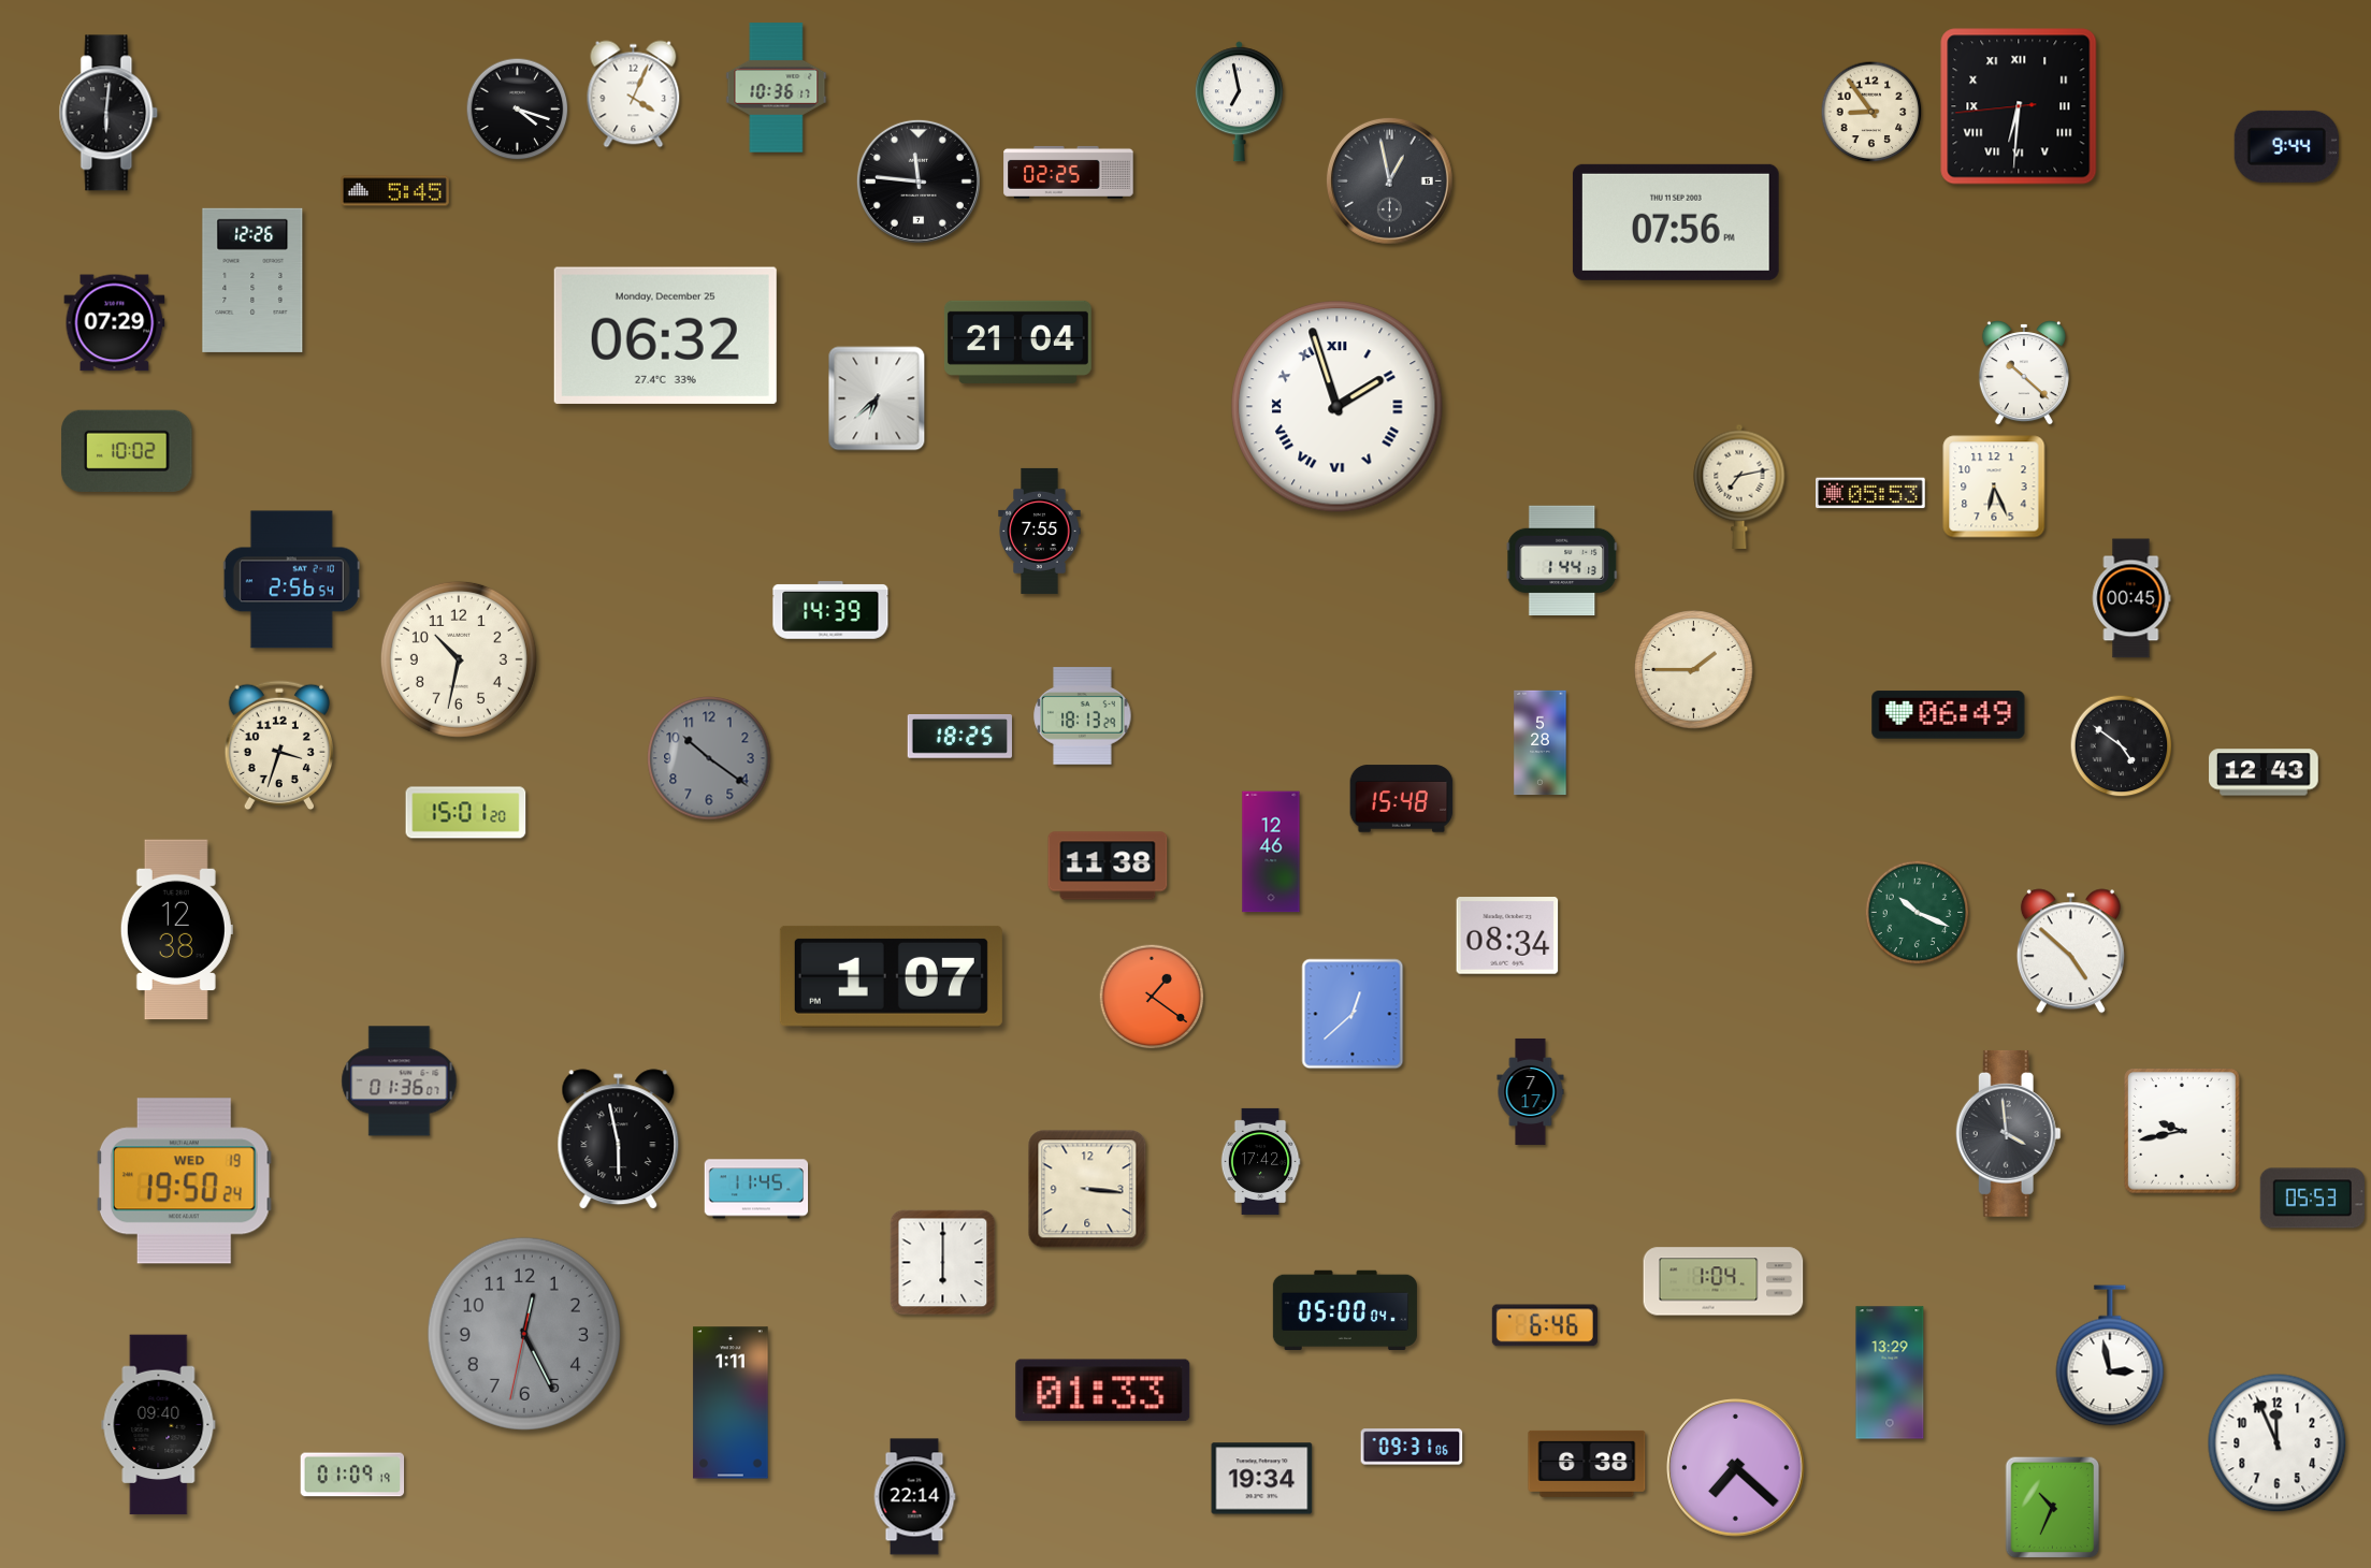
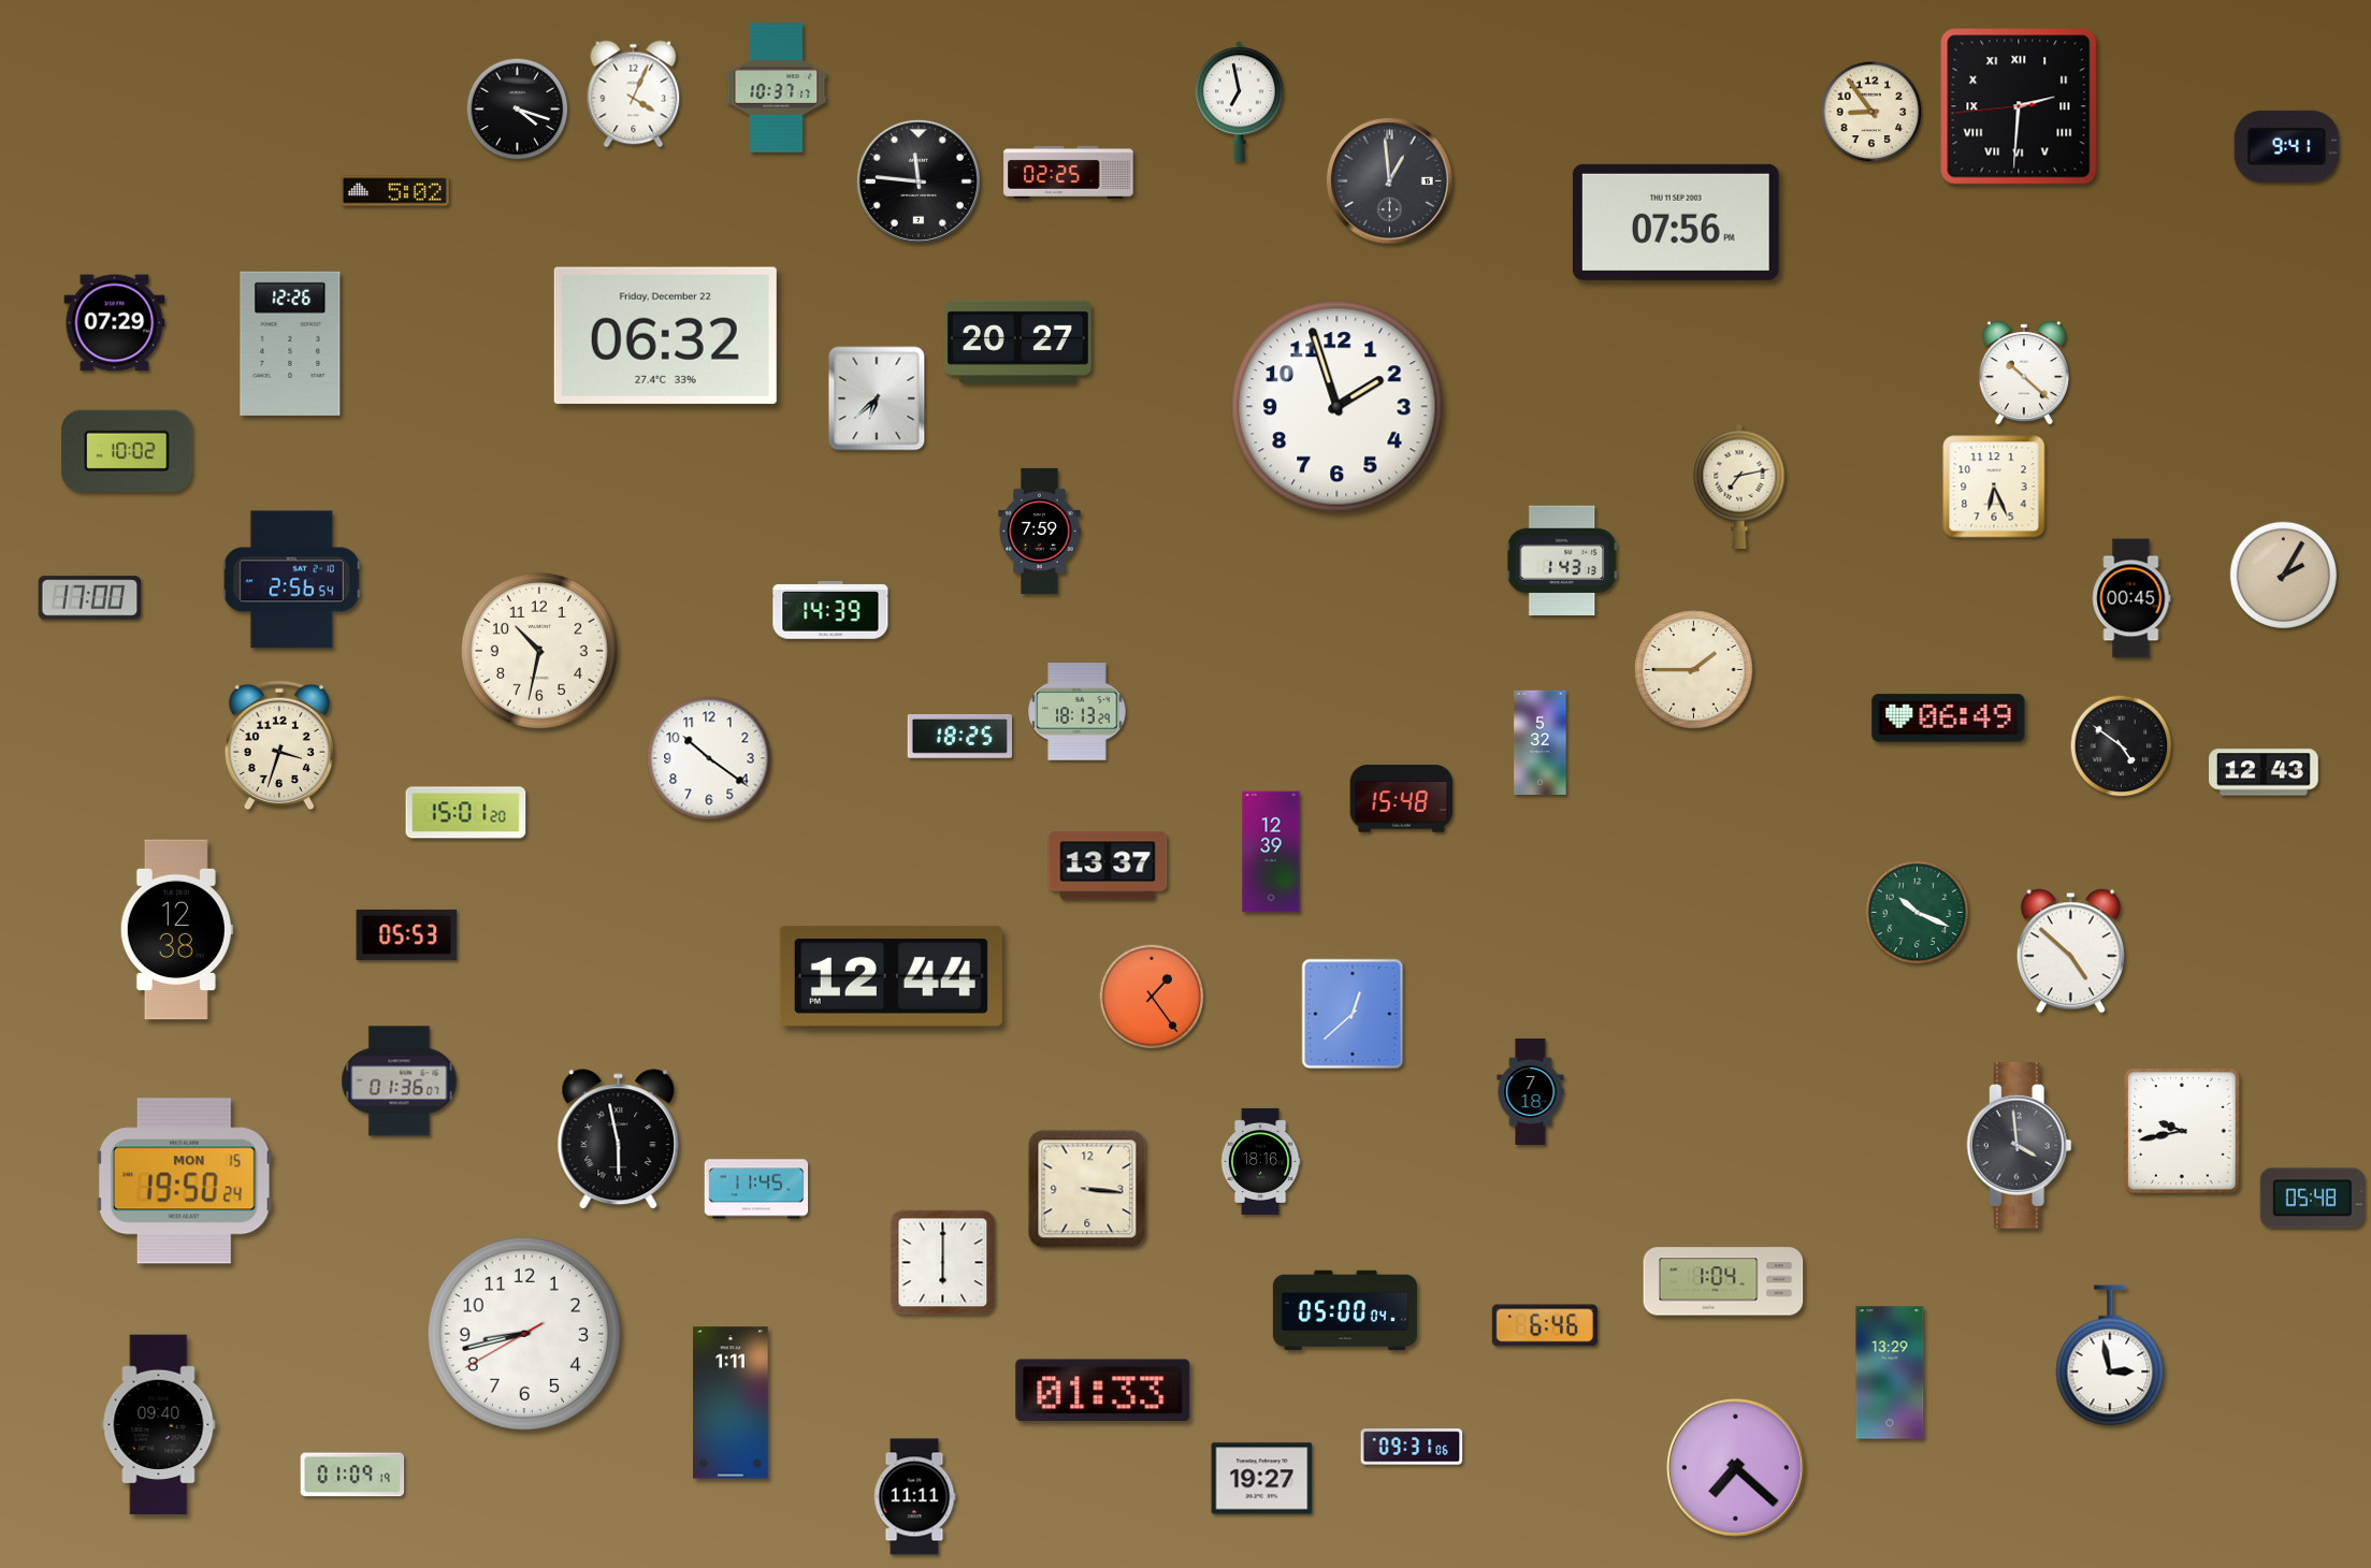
clock at (777, 88): 10:36 -> 10:37
clock at (2019, 106): 6:30 -> 2:30
clock at (109, 113): 6:01 -> none
clock at (2286, 146): 9:44 -> 9:41
clock at (1389, 180): 12:58 -> 12:59
clock at (395, 191): 5:45 -> 5:02
clock at (252, 280) position: (252, 280) -> (290, 344)
clock at (665, 335) date: Monday, December 25 -> Friday, December 22
clock at (1017, 342): 21:04 -> 20:27
clock at (1338, 407) numerals: Roman -> Arabic
clock at (1871, 493): 05:53 -> none
clock at (1040, 531): 7:55 -> 7:59
clock at (1562, 560): 1:44 -> 1:43
clock at (2283, 575): none -> 2:05
clock at (90, 598): none -> 17:00
clock at (459, 659) position: (459, 659) -> (539, 651)
clock at (1949, 715) position: (1949, 715) -> (1949, 718)
clock at (1083, 716) position: (1083, 716) -> (1078, 712)
clock at (1541, 743): 5:28 -> 5:32
clock at (709, 758) dial: grey -> white
clock at (1271, 852): 12:46 -> 12:39
clock at (1108, 866): 11:38 -> 13:37
clock at (407, 934): none -> 05:53
clock at (1507, 935): 08:34 -> none
clock at (891, 976): 1:07 -> 12:44
clock at (1152, 997): 1:21 -> 1:24
clock at (1531, 1091): 7:17 -> 7:18
clock at (2008, 1133) position: (2008, 1133) -> (2019, 1145)
clock at (1260, 1161): 17:42 -> 18:16
clock at (184, 1181) date: WED 19 -> MON 15
clock at (2312, 1199): 05:53 -> 05:48
clock at (524, 1334): 12:25 -> 8:42
clock at (524, 1334) dial: grey -> white
clock at (2278, 1443): 11:56 -> none
clock at (1587, 1464): 6:38 -> none
clock at (1262, 1479): 19:34 -> 19:27
clock at (914, 1497): 22:14 -> 11:11
clock at (2053, 1508): 10:34 -> none
